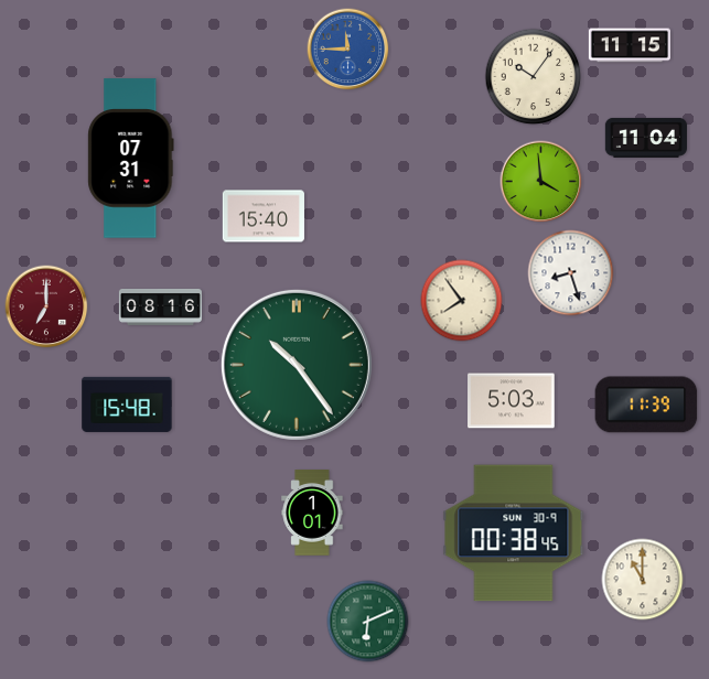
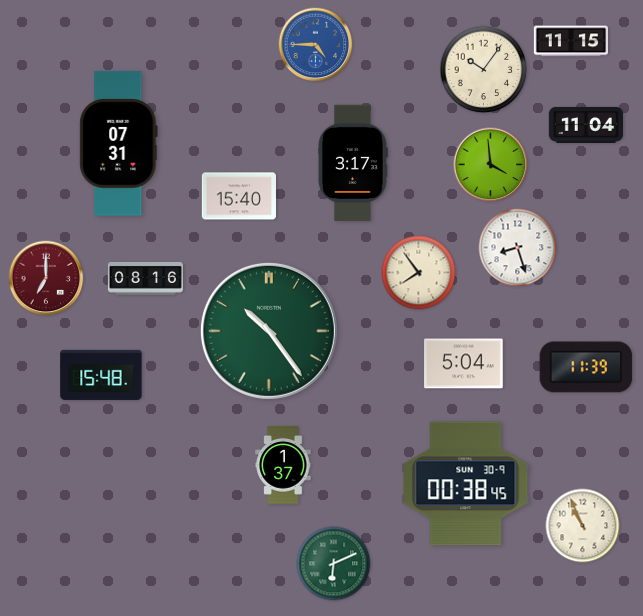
clock at (348, 50): 11:45 -> 4:45
clock at (353, 163): none -> 3:17
clock at (46, 306) position: (46, 306) -> (46, 278)
clock at (512, 401): 5:03 -> 5:04
clock at (127, 405) position: (127, 405) -> (101, 375)
clock at (312, 513): 1:01 -> 1:37
clock at (643, 580): 11:00 -> 10:56
